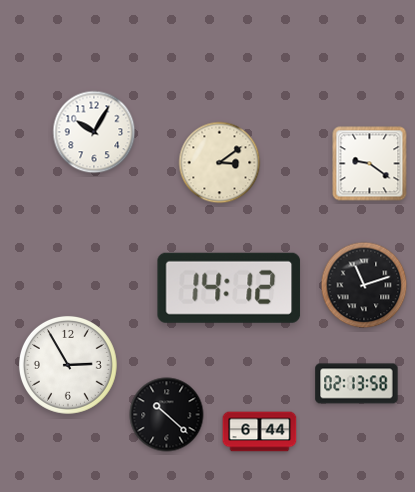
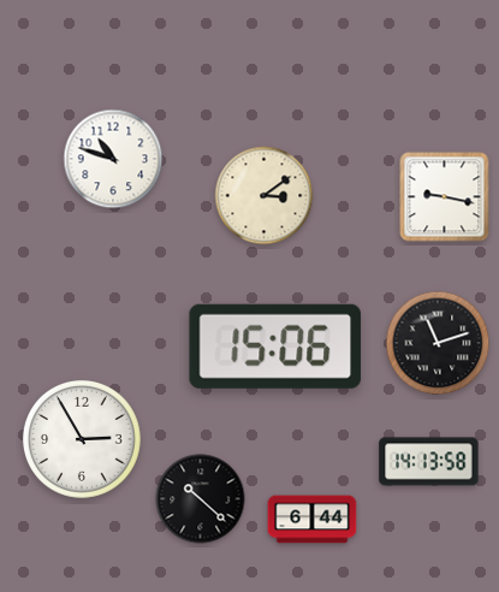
clock at (94, 132): 10:05 -> 10:48
clock at (370, 164): 9:21 -> 9:17
clock at (229, 288): 14:12 -> 15:06
clock at (357, 384): 02:13 -> 14:13
